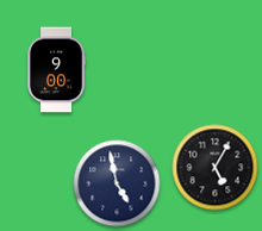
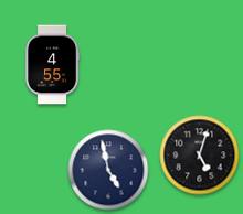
clock at (57, 70): 9:00 -> 4:55
clock at (216, 168): 5:05 -> 5:03
